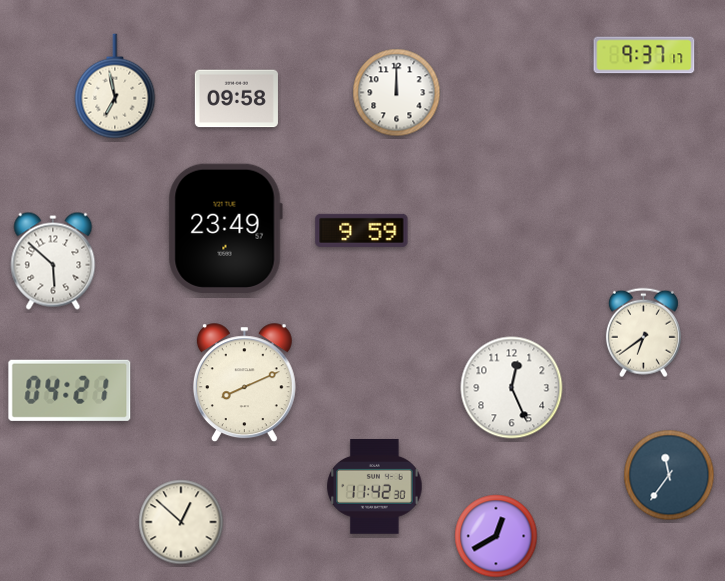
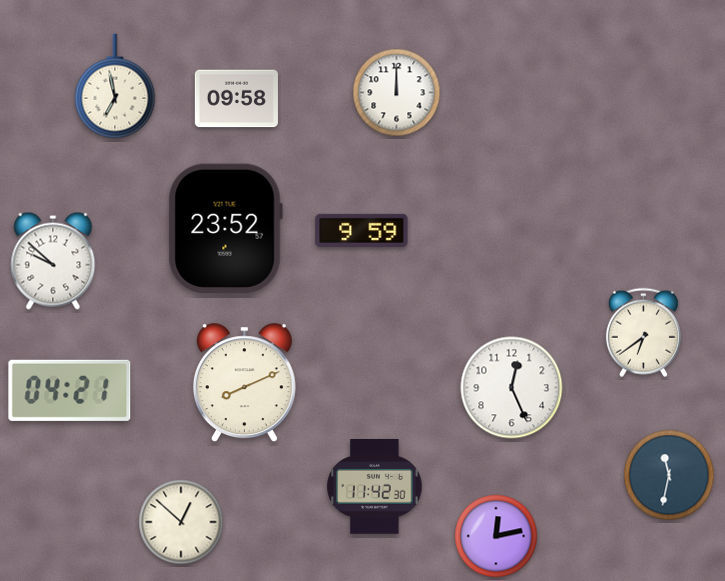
clock at (644, 55): 9:37 -> none
clock at (225, 228): 23:49 -> 23:52
clock at (53, 261): 5:52 -> 9:52
clock at (669, 475): 11:36 -> 11:32
clock at (496, 536): 12:40 -> 12:13
